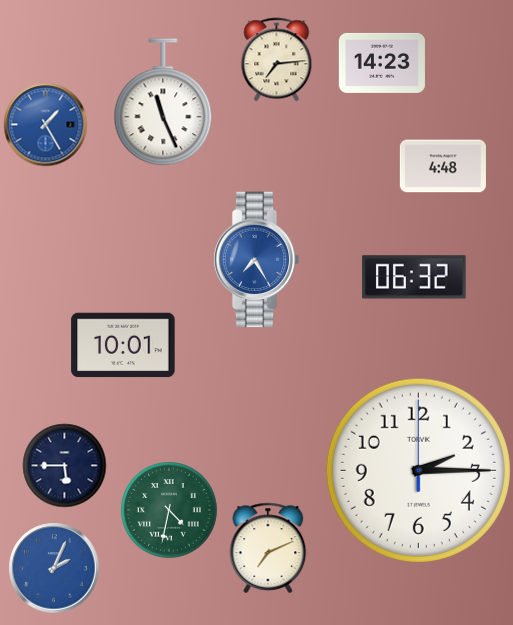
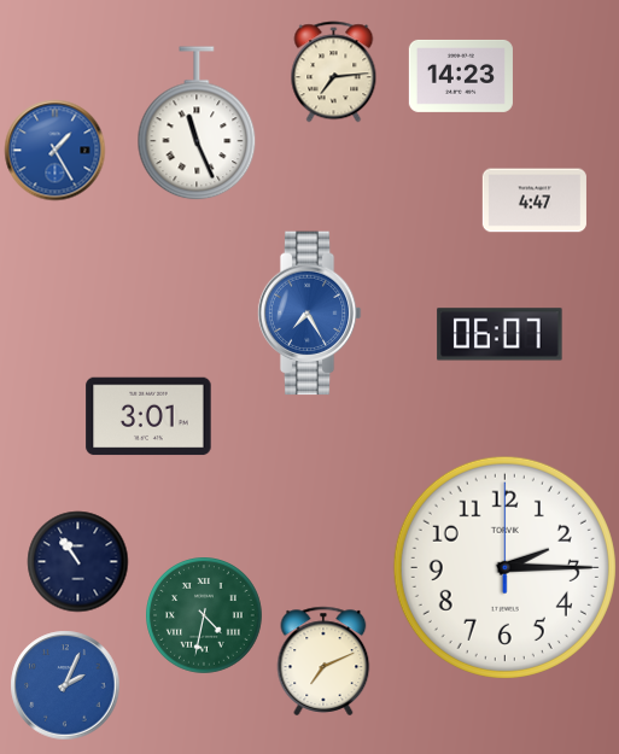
clock at (443, 166): 4:48 -> 4:47
clock at (414, 277): 06:32 -> 06:07
clock at (123, 345): 10:01 -> 3:01
clock at (64, 465): 5:45 -> 10:54
